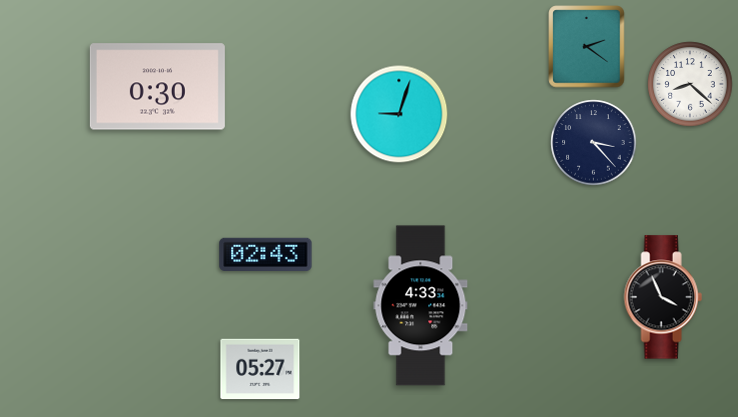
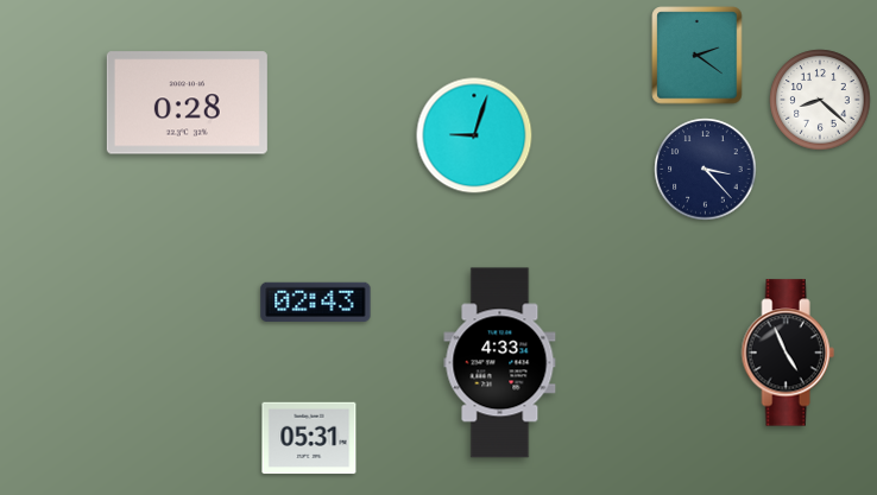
clock at (157, 87): 0:30 -> 0:28
clock at (663, 297): 3:56 -> 4:56
clock at (260, 369): 05:27 -> 05:31
